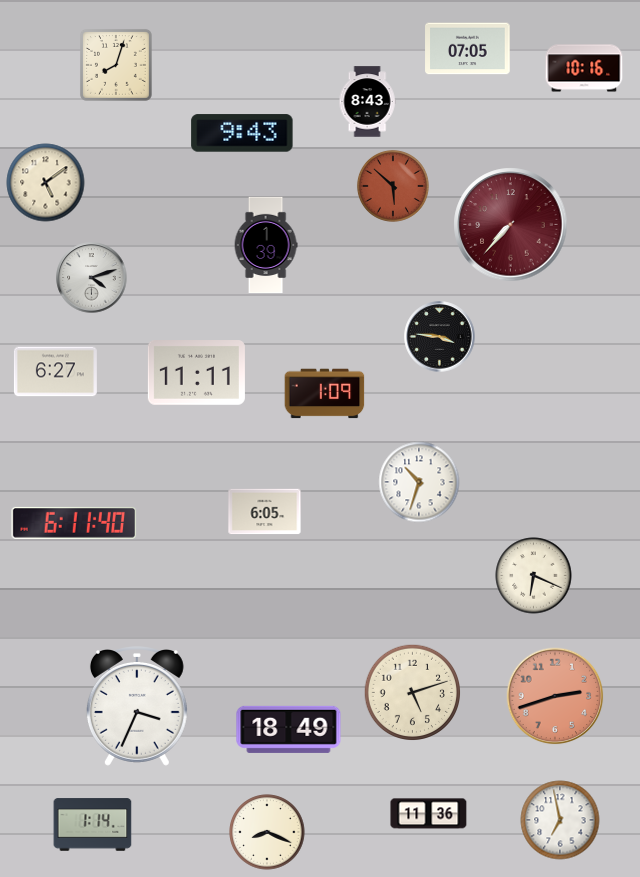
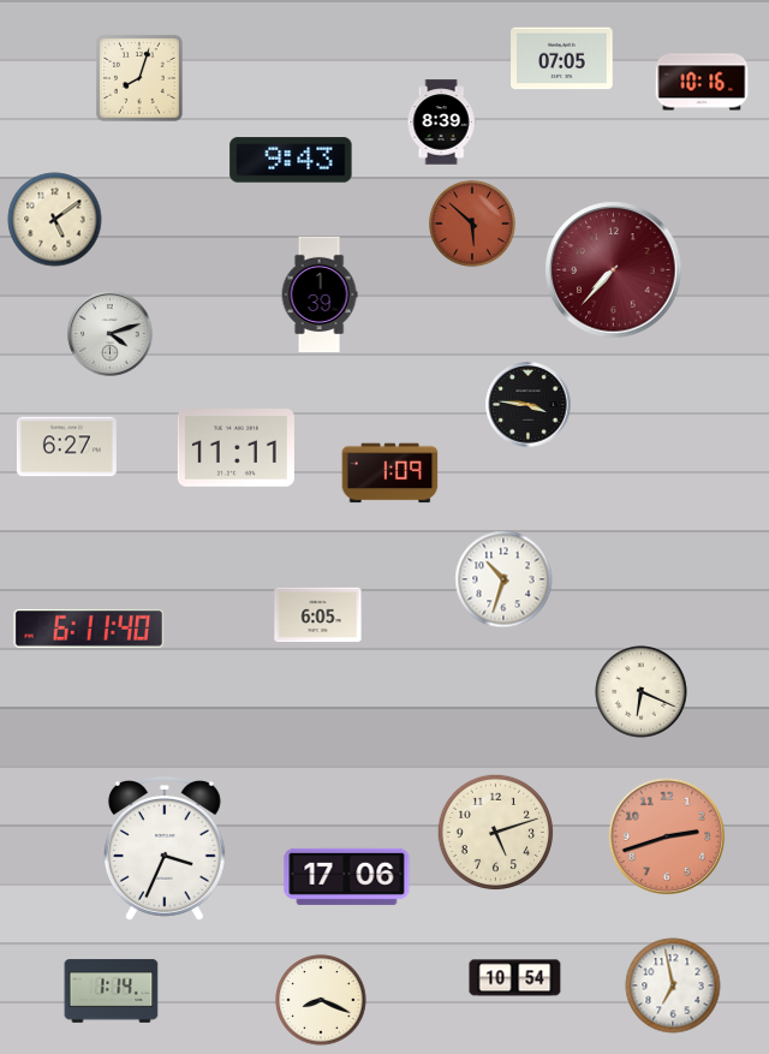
clock at (367, 102): 8:43 -> 8:39
clock at (289, 729): 18:49 -> 17:06
clock at (429, 814): 11:36 -> 10:54
